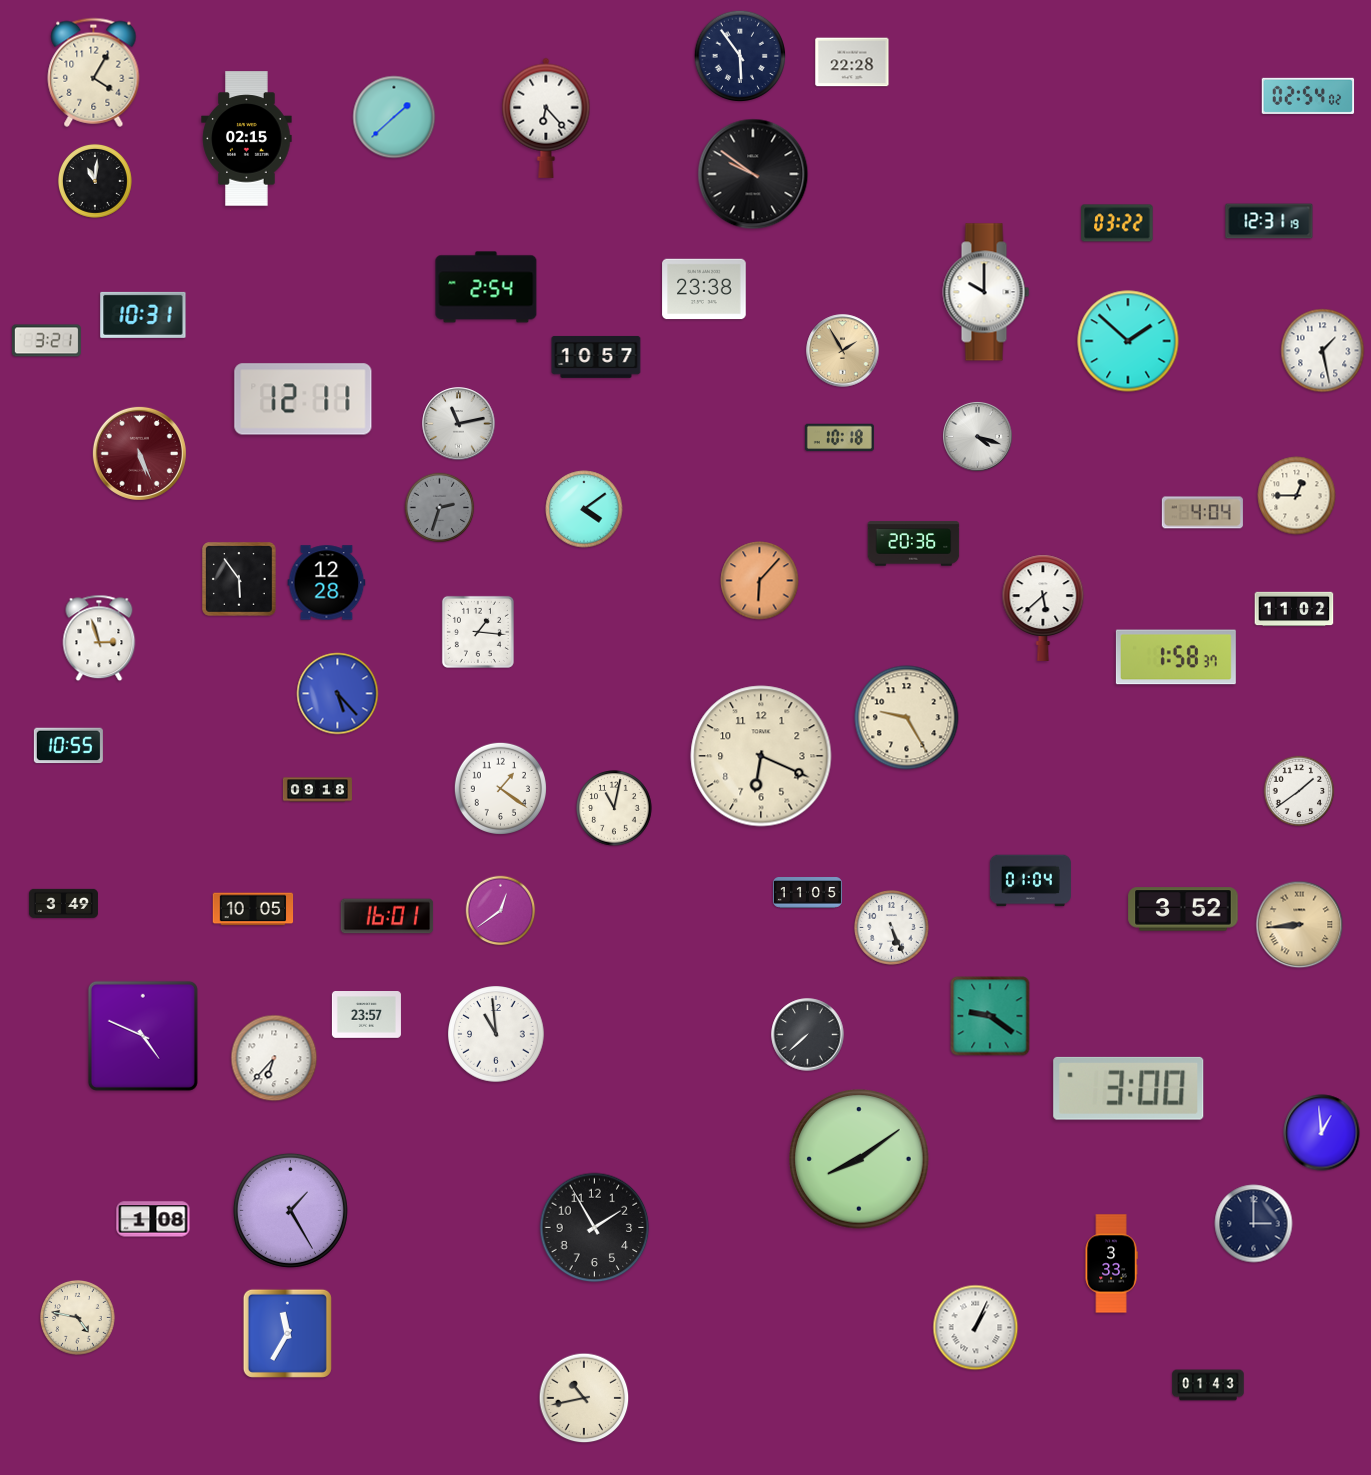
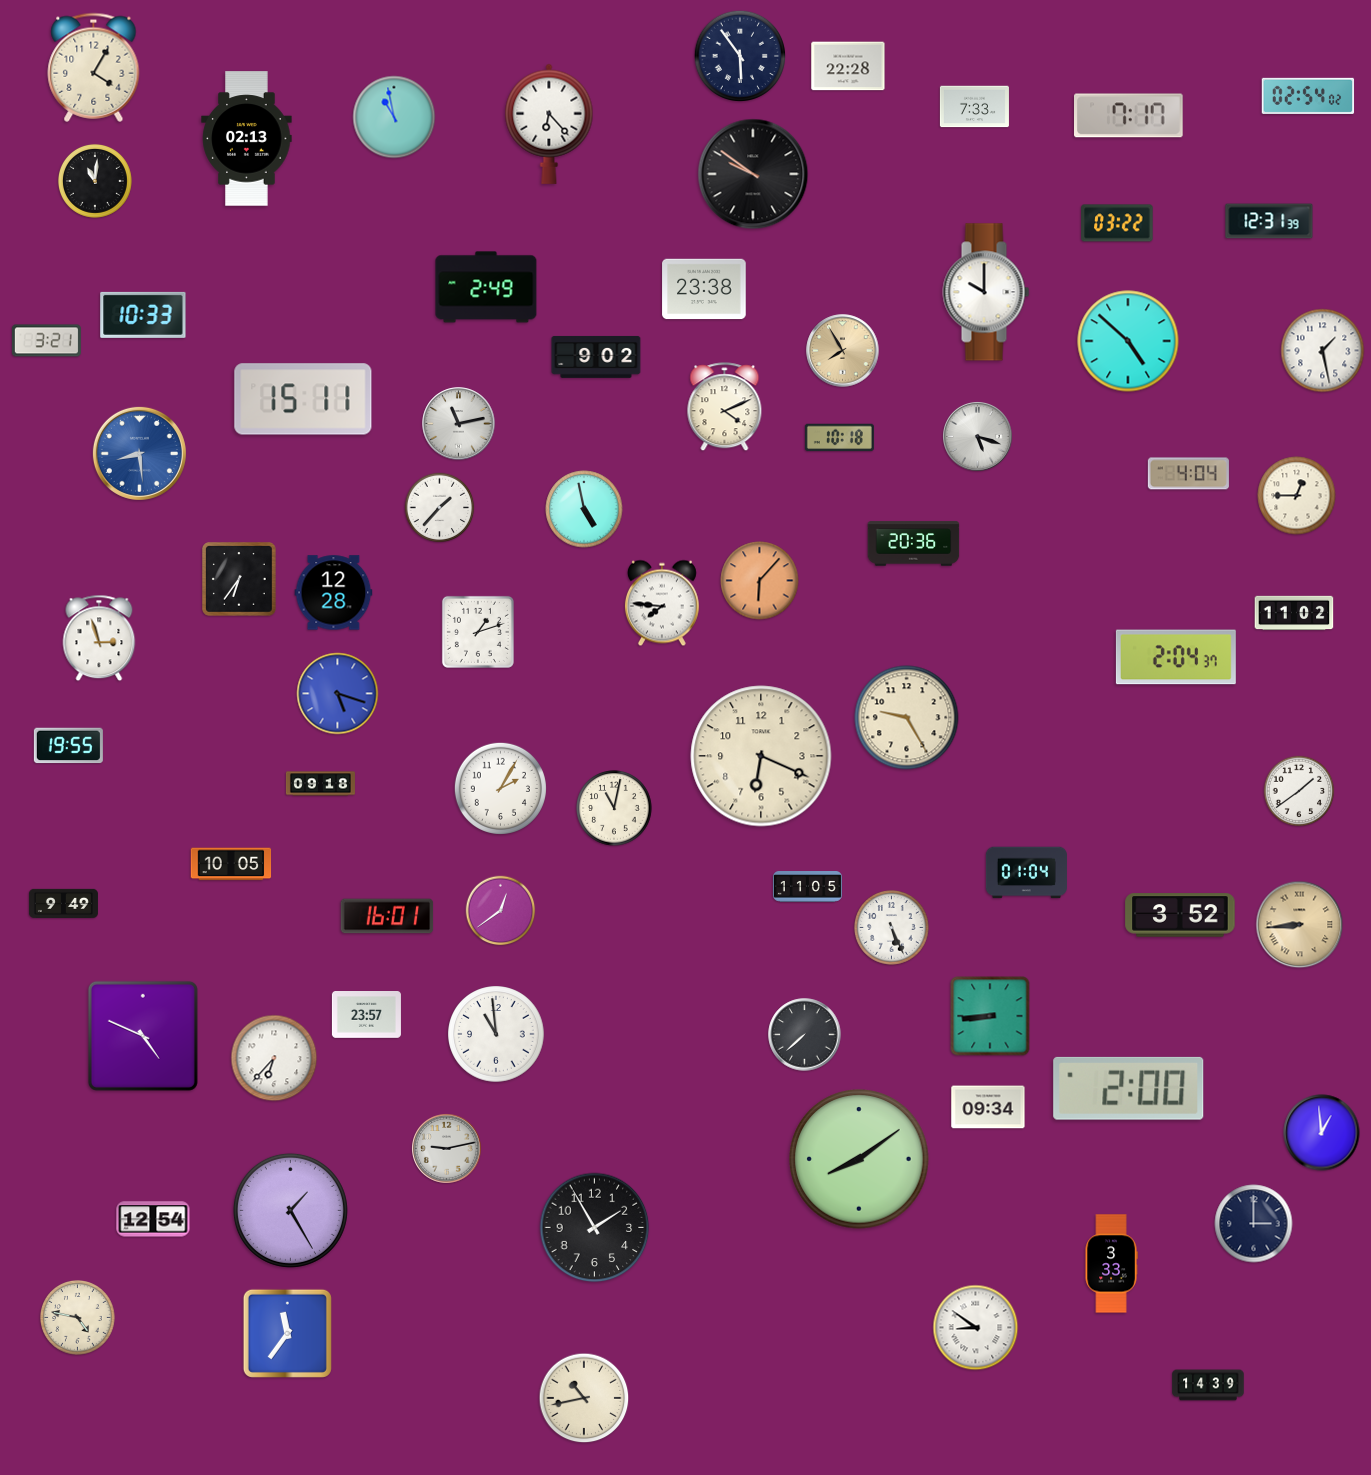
clock at (852, 62) position: (852, 62) -> (848, 66)
clock at (94, 72) position: (94, 72) -> (94, 67)
clock at (974, 107): none -> 7:33
clock at (1129, 116): none -> 7:17
clock at (394, 117): 1:38 -> 10:58
clock at (546, 118) position: (546, 118) -> (549, 124)
clock at (247, 139): 02:15 -> 02:13
clock at (1269, 221): 12:31:19 -> 12:31:39
clock at (486, 287): 2:54 -> 2:49
clock at (143, 315): 10:31 -> 10:33
clock at (1128, 341): 1:52 -> 4:52
clock at (843, 351): 1:55 -> 7:55
clock at (596, 357): 10:57 -> 9:02
clock at (303, 399): 12:11 -> 15:11
clock at (725, 407): none -> 4:11
clock at (978, 437): 4:18 -> 5:18
clock at (139, 453): 5:26 -> 8:29
clock at (139, 453) dial: burgundy -> blue
clock at (440, 508): 2:33 -> 1:37
clock at (440, 508) dial: grey -> white
clock at (584, 509): 4:09 -> 4:58
clock at (1202, 513) position: (1202, 513) -> (1188, 474)
clock at (240, 580): 5:54 -> 6:36
clock at (327, 583) position: (327, 583) -> (334, 593)
clock at (662, 603): none -> 7:46
clock at (1043, 608): 5:38 -> none
clock at (1294, 609) position: (1294, 609) -> (1294, 613)
clock at (478, 632): 1:16 -> 1:12
clock at (1176, 657): 1:58 -> 2:04
clock at (338, 694): 5:23 -> 5:18
clock at (68, 746): 10:55 -> 19:55
clock at (500, 788): 1:21 -> 2:05
clock at (317, 790) position: (317, 790) -> (320, 784)
clock at (1030, 881) position: (1030, 881) -> (1026, 873)
clock at (807, 893) position: (807, 893) -> (807, 887)
clock at (63, 903): 3:49 -> 9:49
clock at (253, 909) position: (253, 909) -> (231, 864)
clock at (1183, 909) position: (1183, 909) -> (1180, 915)
clock at (990, 1016): 9:21 -> 8:44
clock at (808, 1035) position: (808, 1035) -> (805, 1035)
clock at (1129, 1088): 3:00 -> 2:00
clock at (988, 1107): none -> 09:34
clock at (447, 1149): none -> 9:13
clock at (153, 1219): 1:08 -> 12:54
clock at (976, 1328): 1:04 -> 8:51
clock at (287, 1333): 11:35 -> 11:36
clock at (1208, 1385): 01:43 -> 14:39
